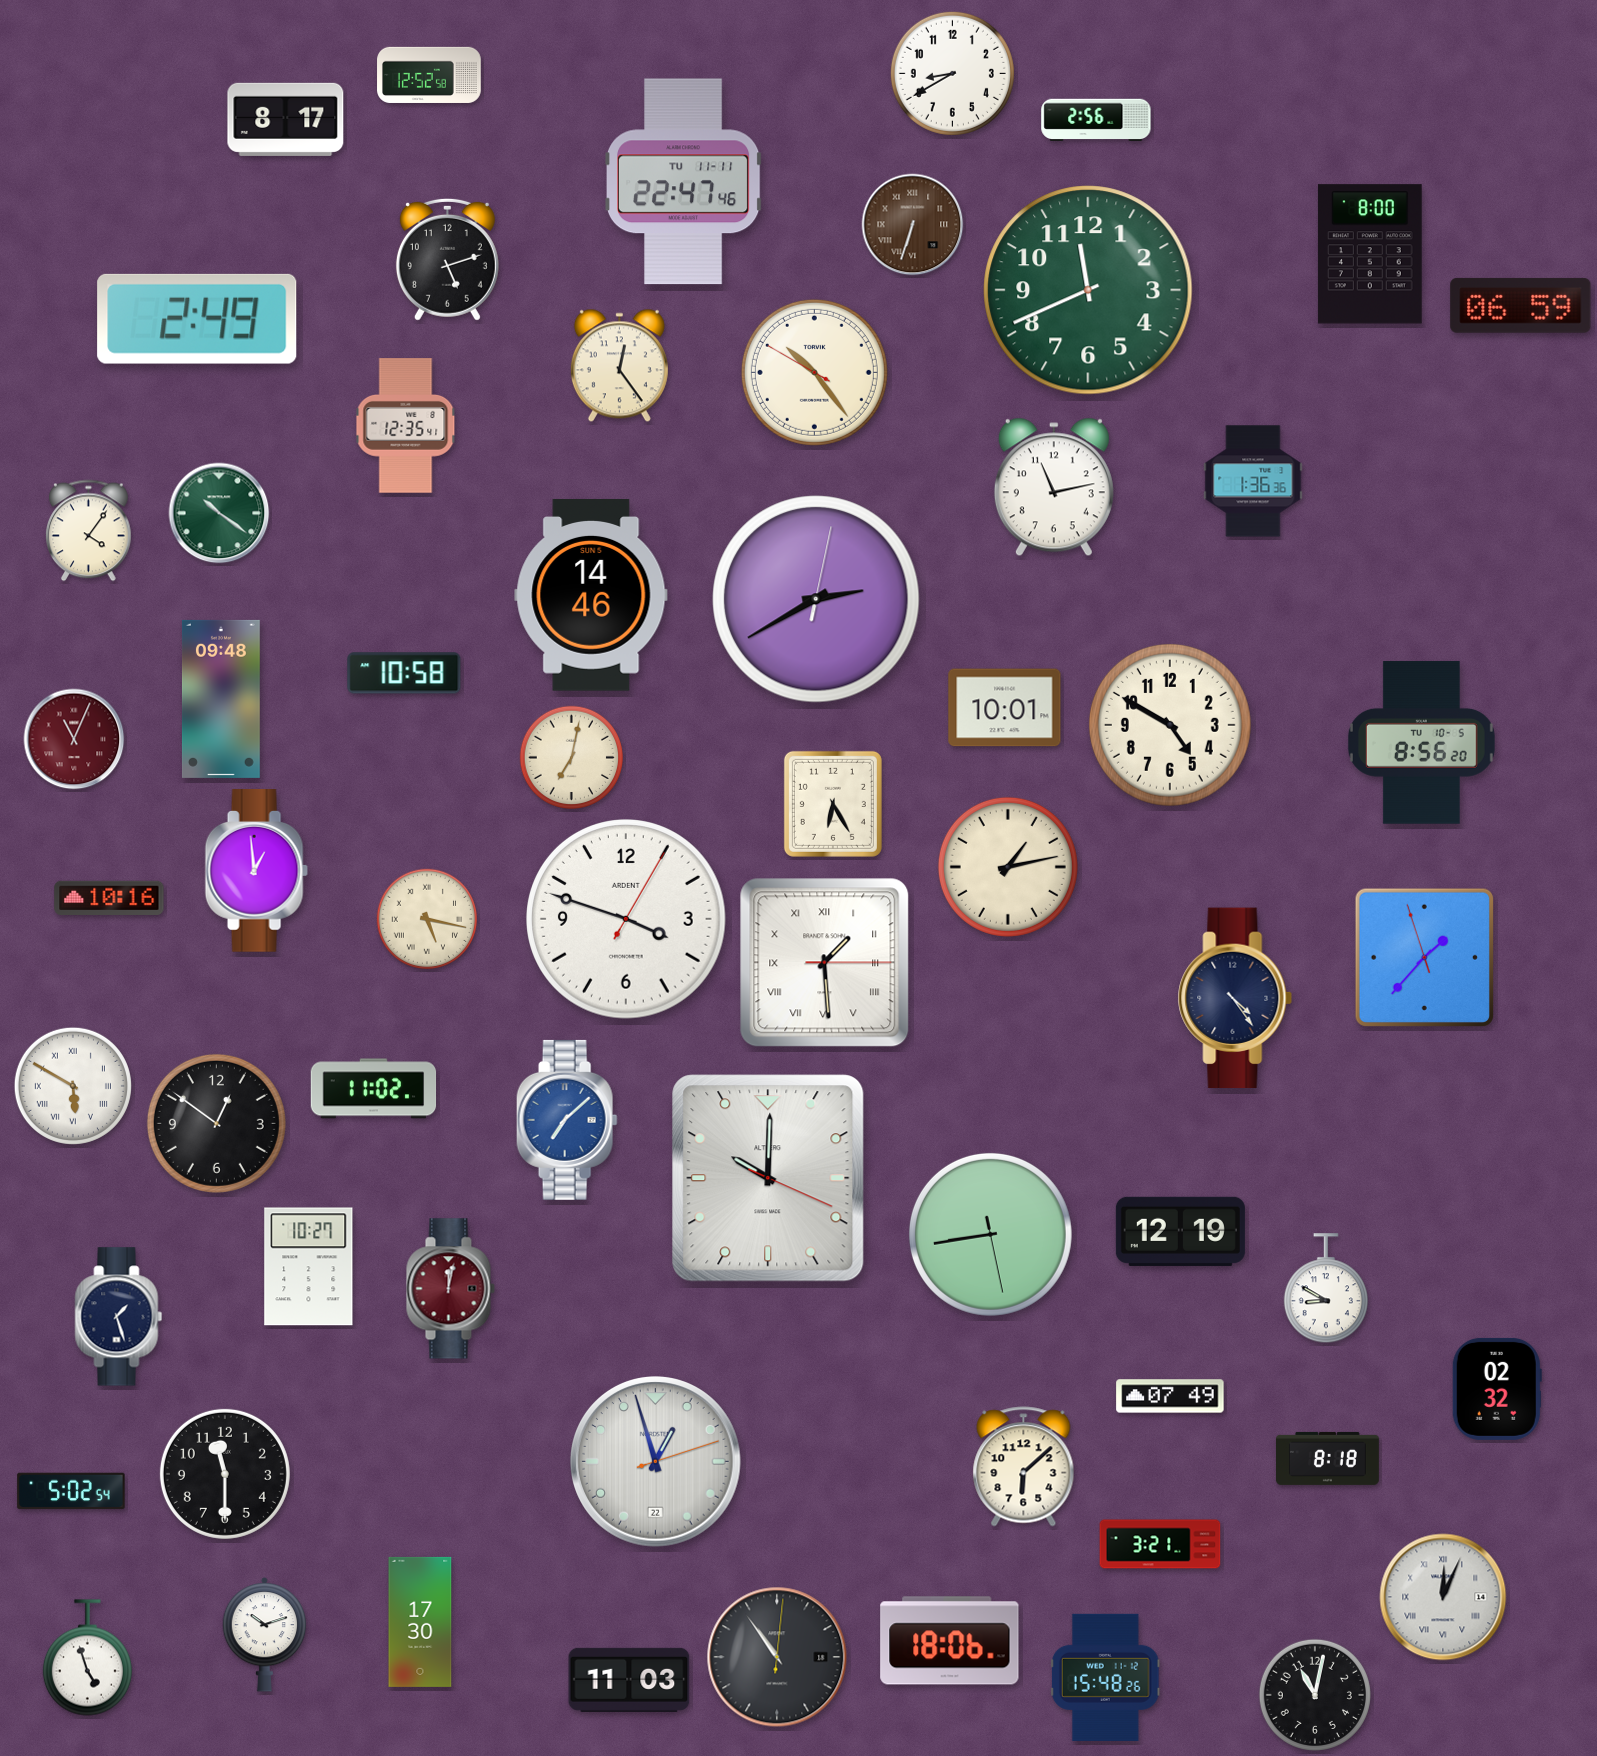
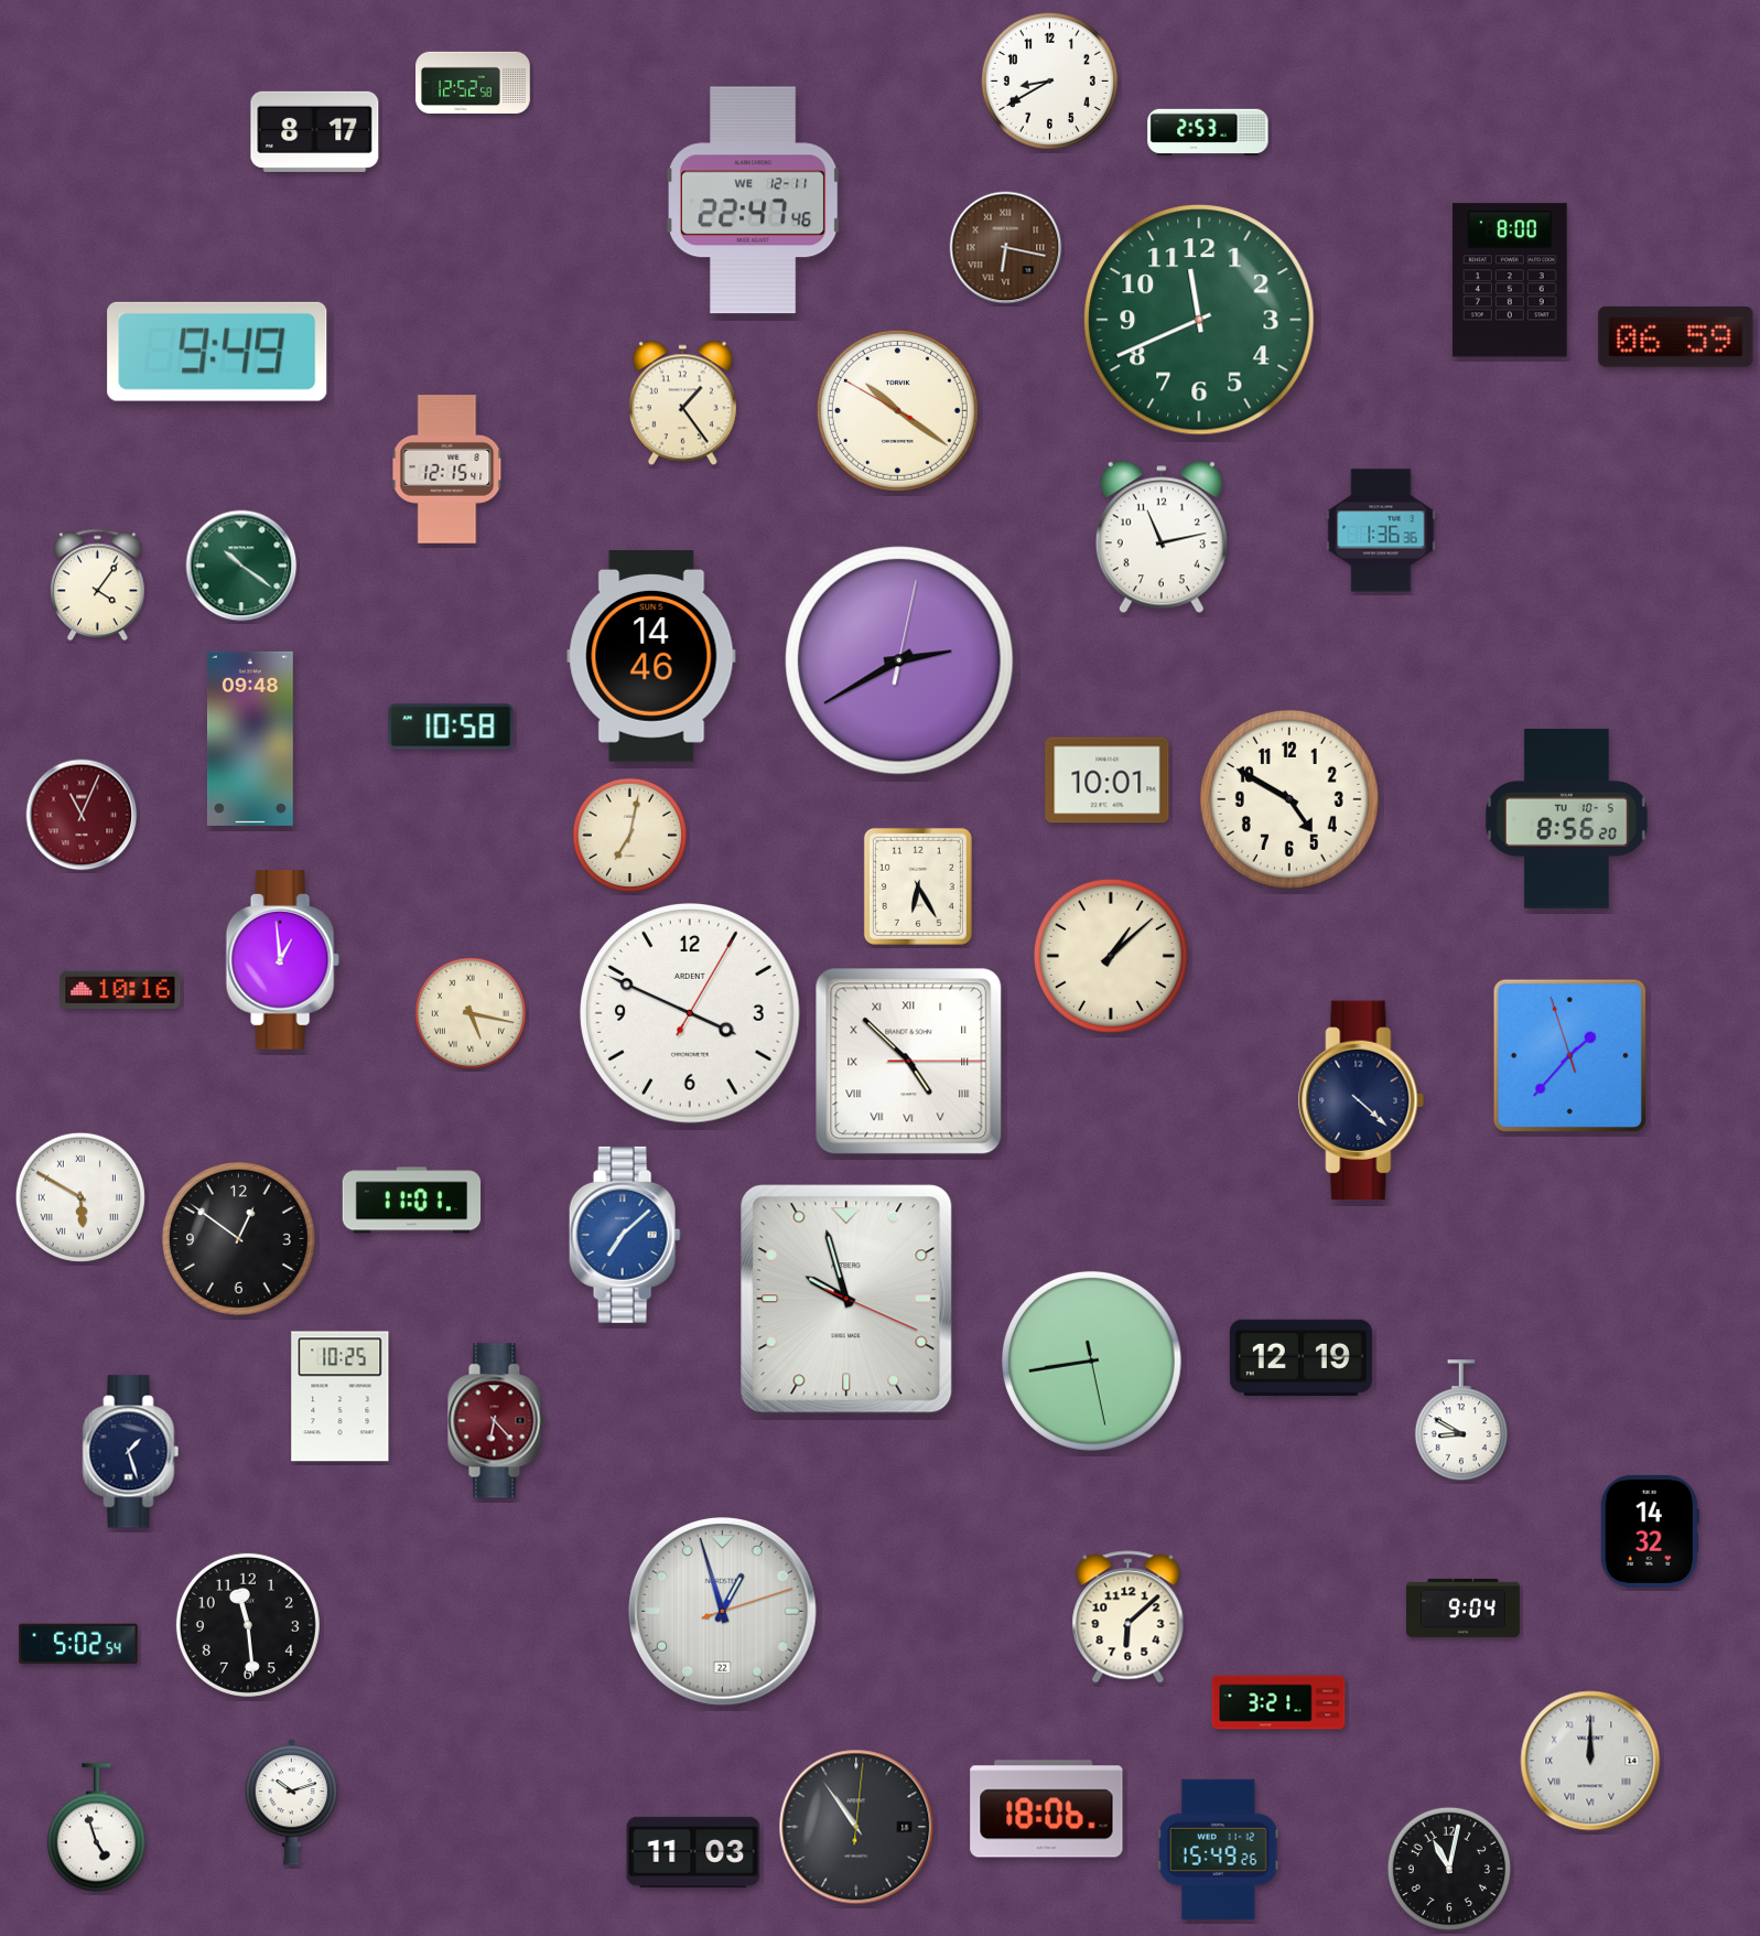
clock at (1096, 120): 2:56 -> 2:53
clock at (684, 182) date: TU 11-11 -> WE 12-11
clock at (913, 225): 6:33 -> 6:17
clock at (447, 259): 5:12 -> none
clock at (197, 319): 2:49 -> 9:49
clock at (619, 366): 12:24 -> 1:24
clock at (814, 372): 10:23 -> 10:20
clock at (406, 426): 12:35 -> 12:15
clock at (404, 673) position: (404, 673) -> (451, 727)
clock at (221, 699) position: (221, 699) -> (250, 739)
clock at (1008, 867): 1:13 -> 1:08
clock at (627, 920): 3:48 -> 3:49
clock at (825, 963): 1:29 -> 4:52
clock at (1235, 998): 4:24 -> 4:22
clock at (374, 1089): 11:02 -> 11:01
clock at (768, 1178): 10:00 -> 9:57
clock at (309, 1267): 10:27 -> 10:25
clock at (450, 1289): 12:02 -> 6:23
clock at (1497, 1389): 02:32 -> 14:32
clock at (1170, 1396): 07:49 -> none
clock at (1328, 1458): 8:18 -> 9:04
clock at (225, 1474): 11:30 -> 11:29
clock at (1443, 1597): 12:04 -> 12:00
clock at (420, 1622): 17:30 -> none
clock at (1105, 1677): 15:48 -> 15:49
